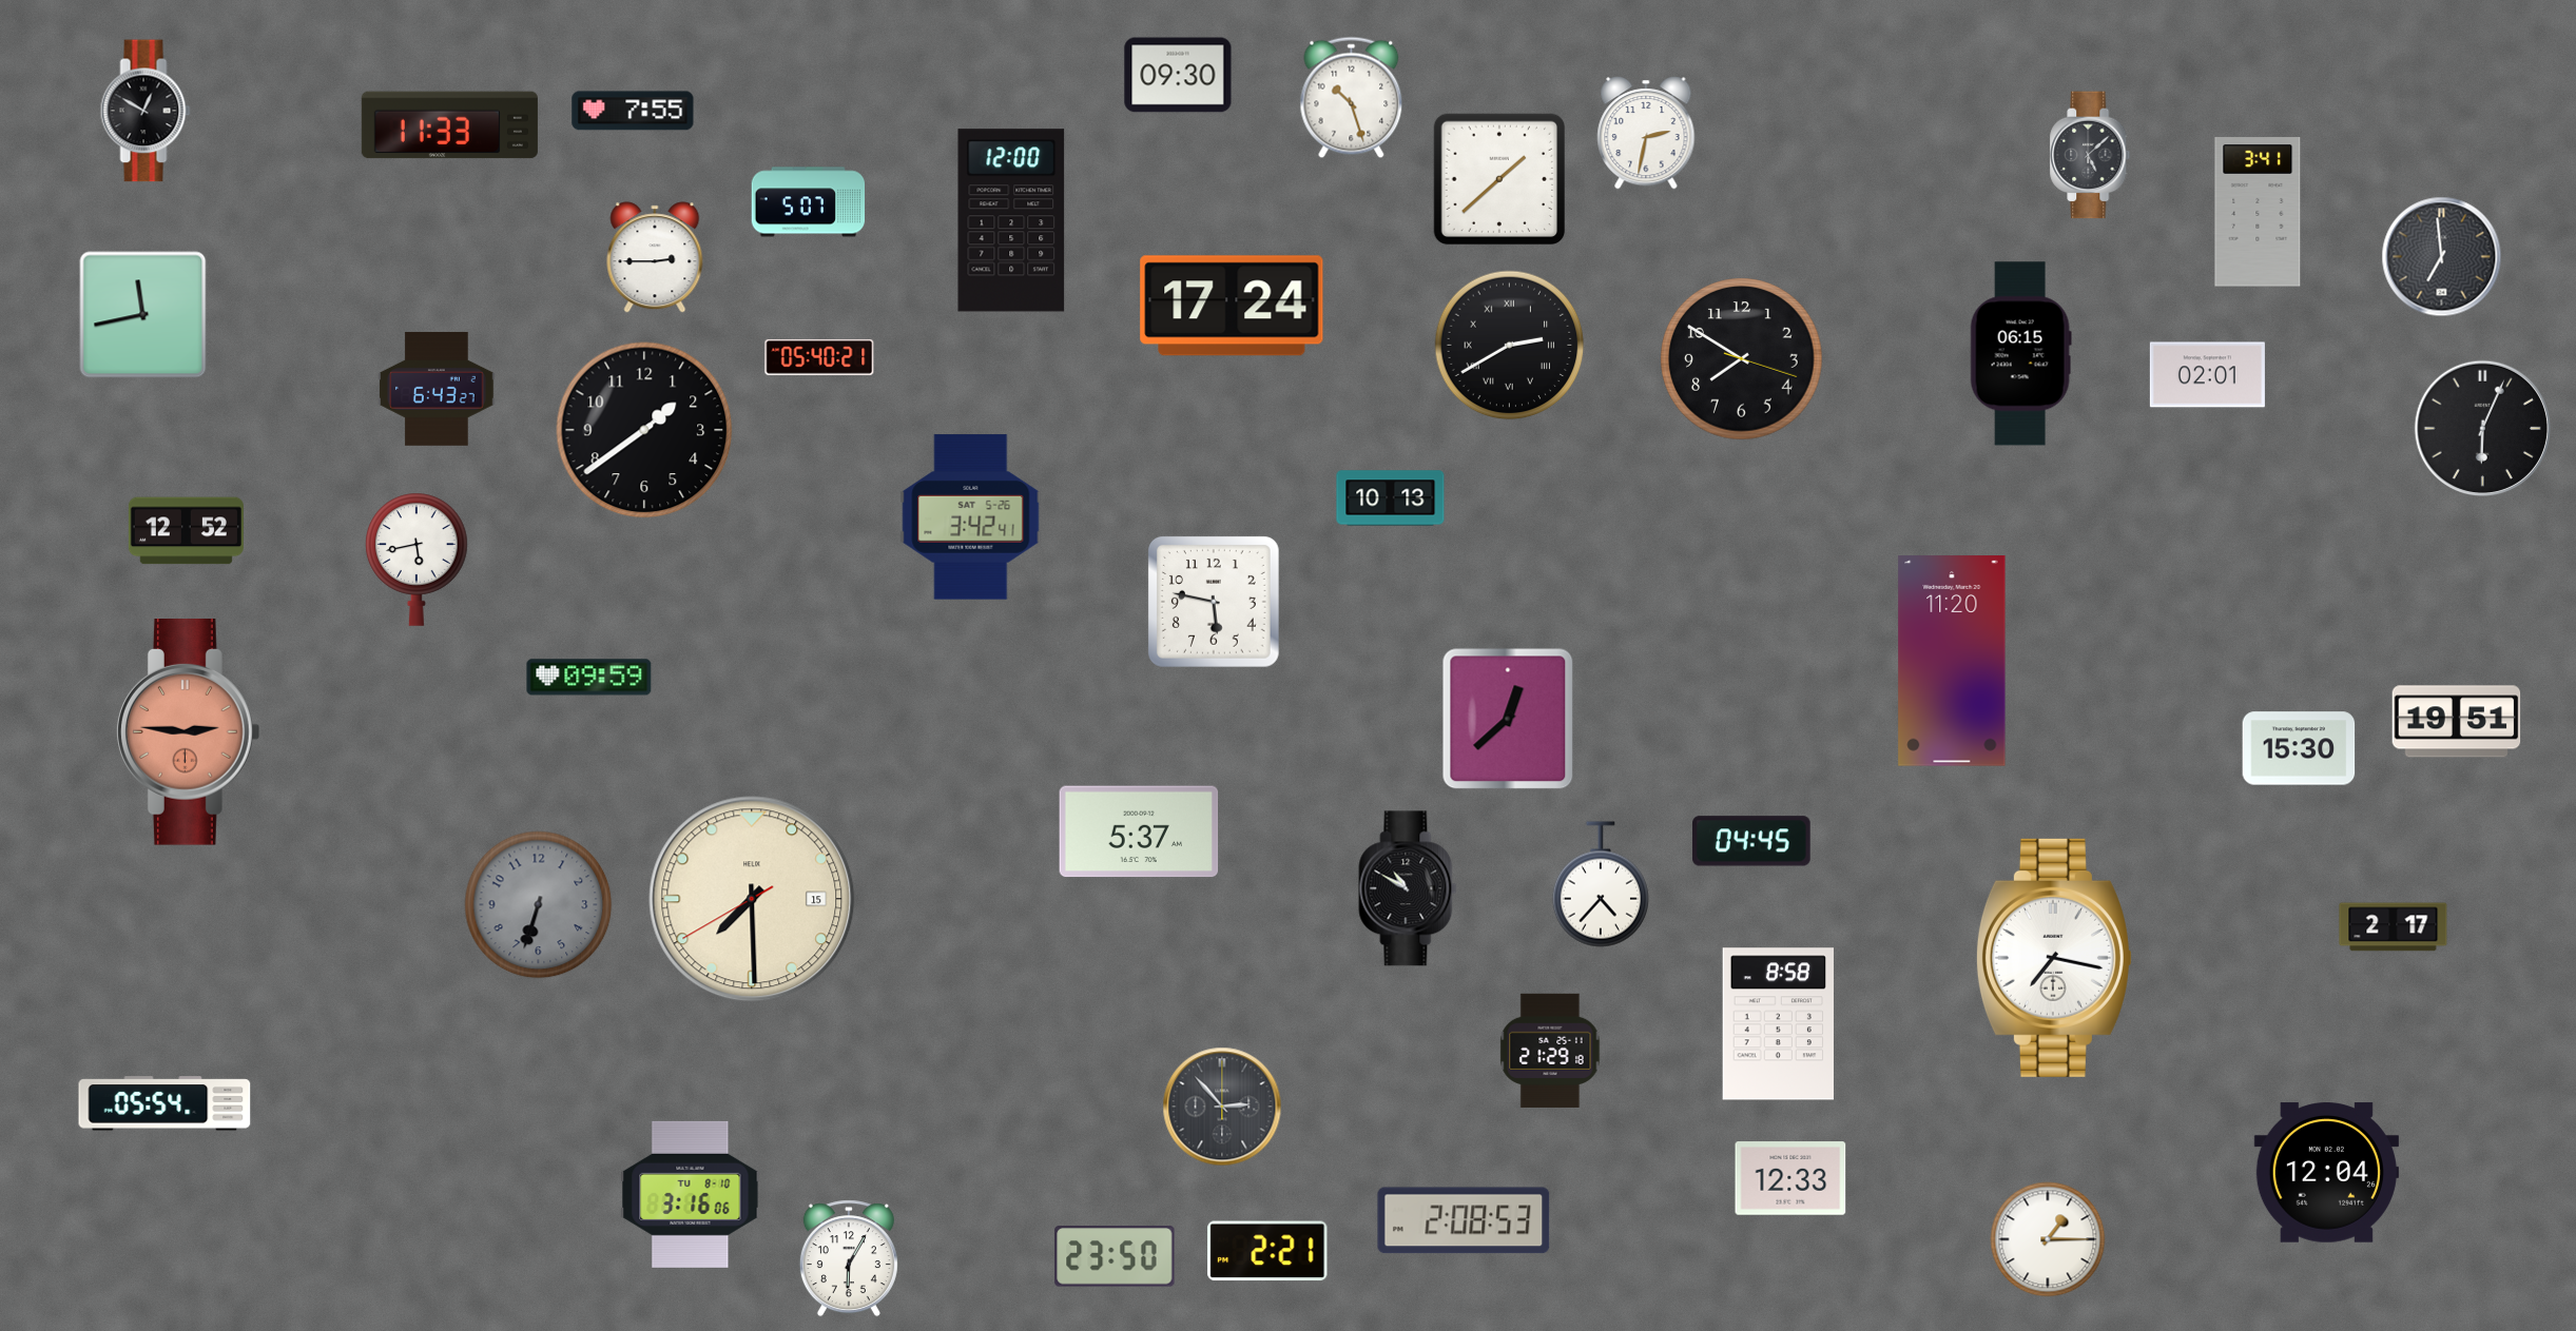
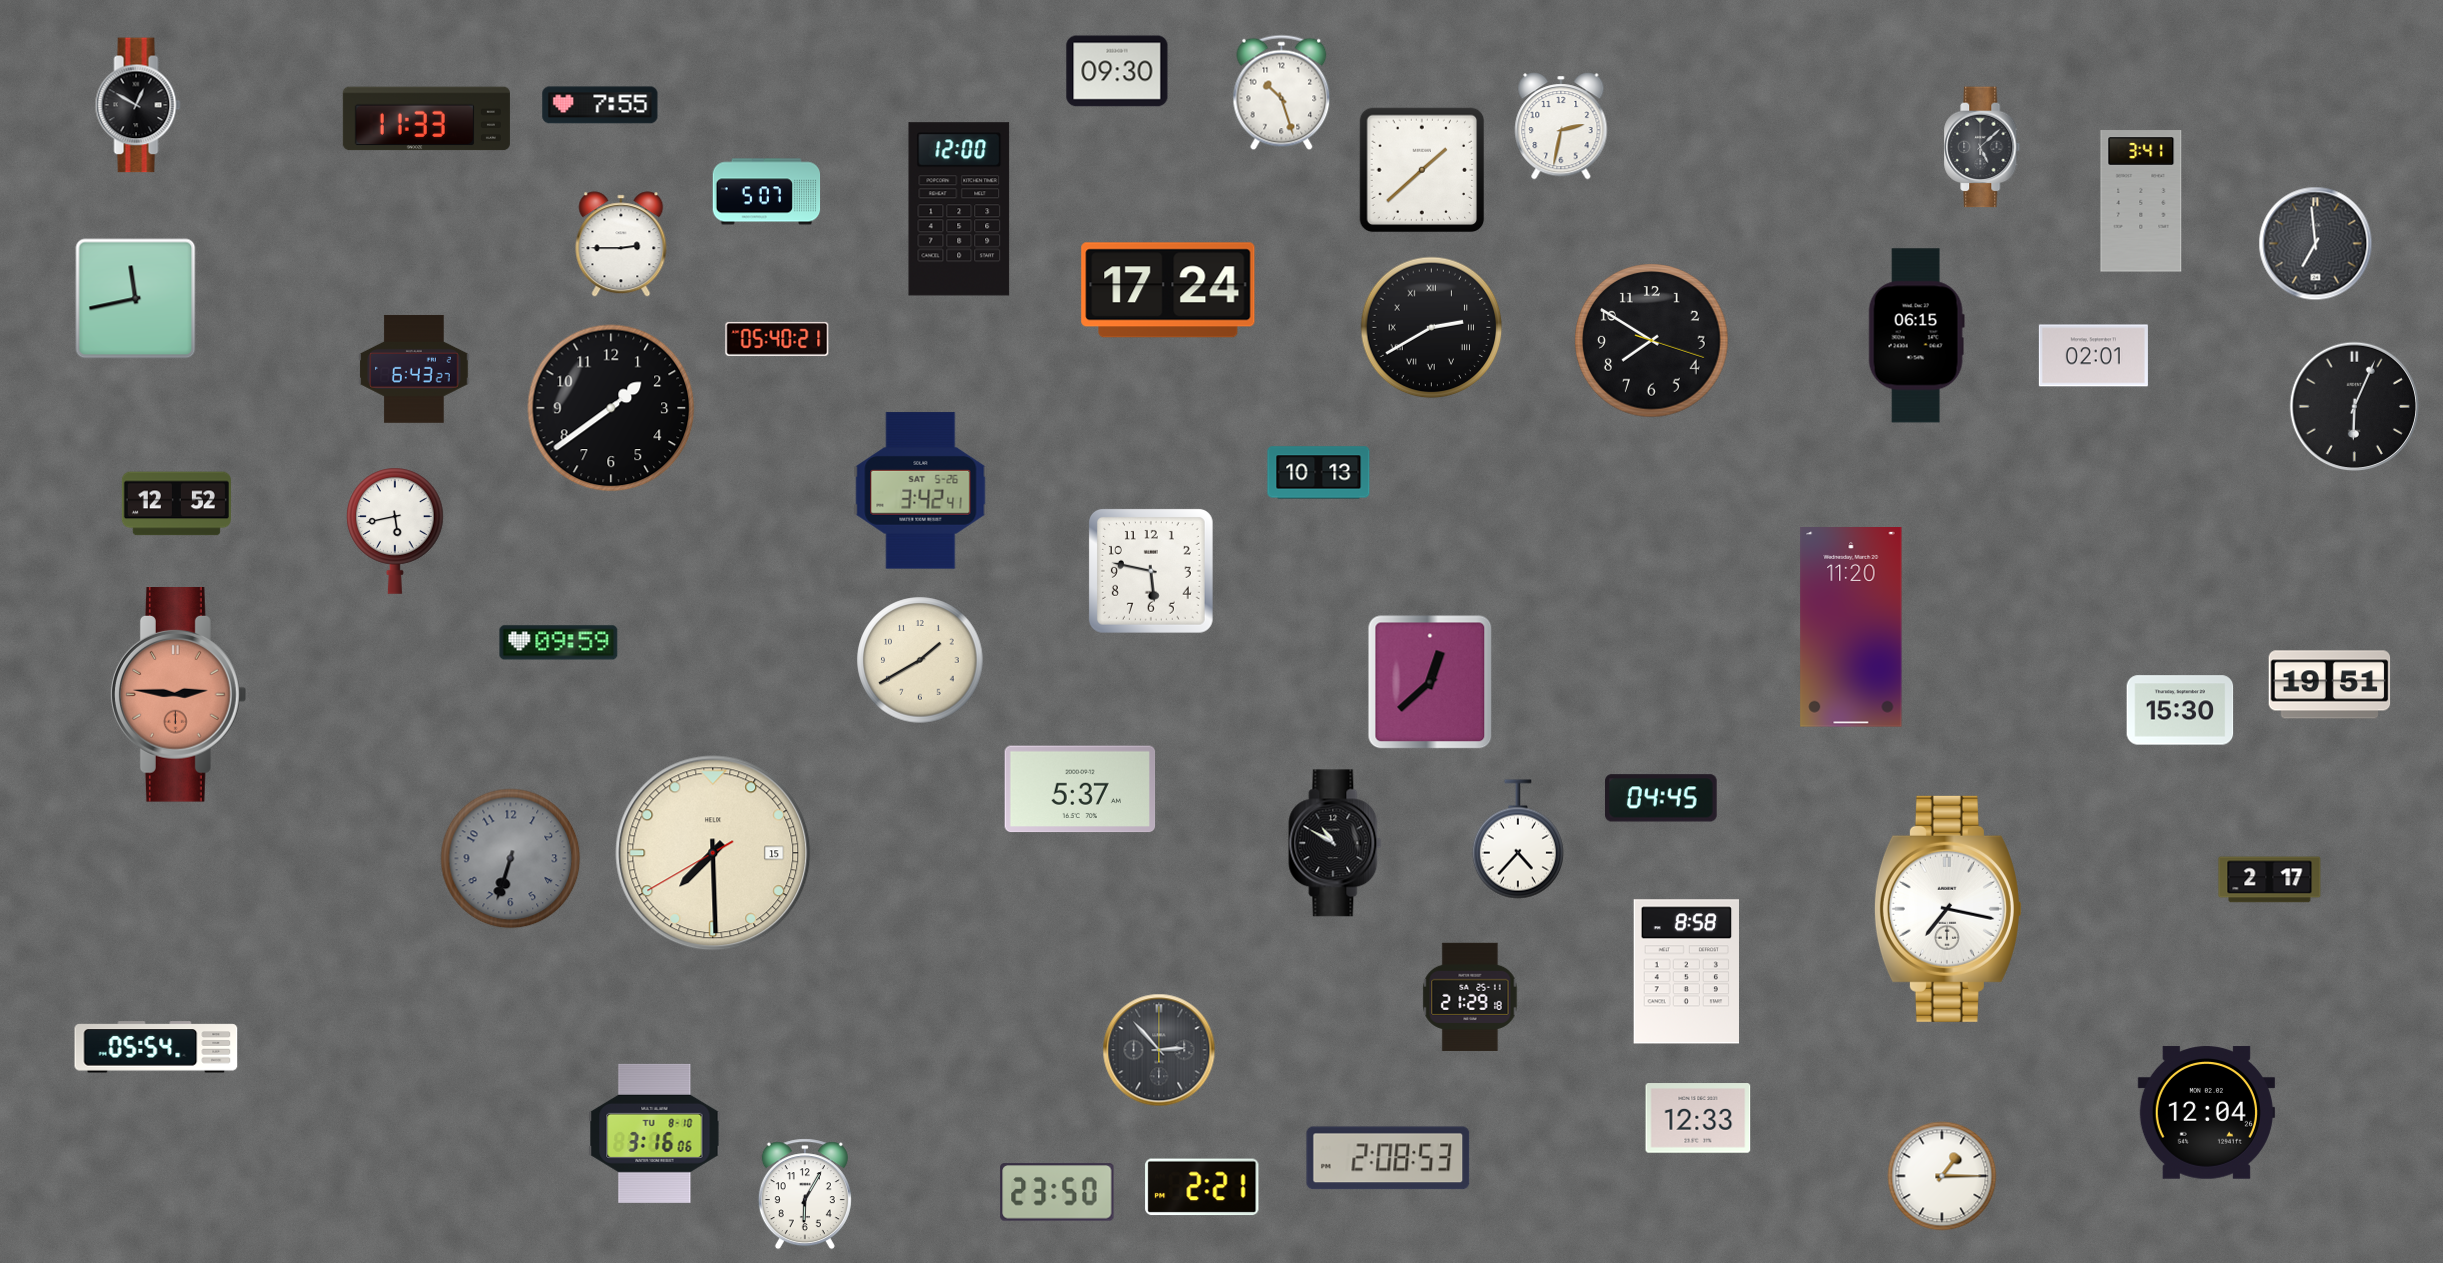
clock at (920, 660): none -> 1:40
